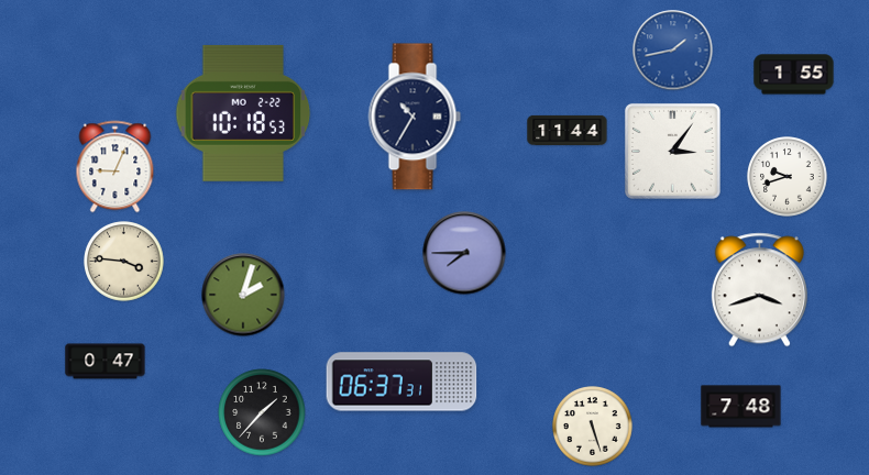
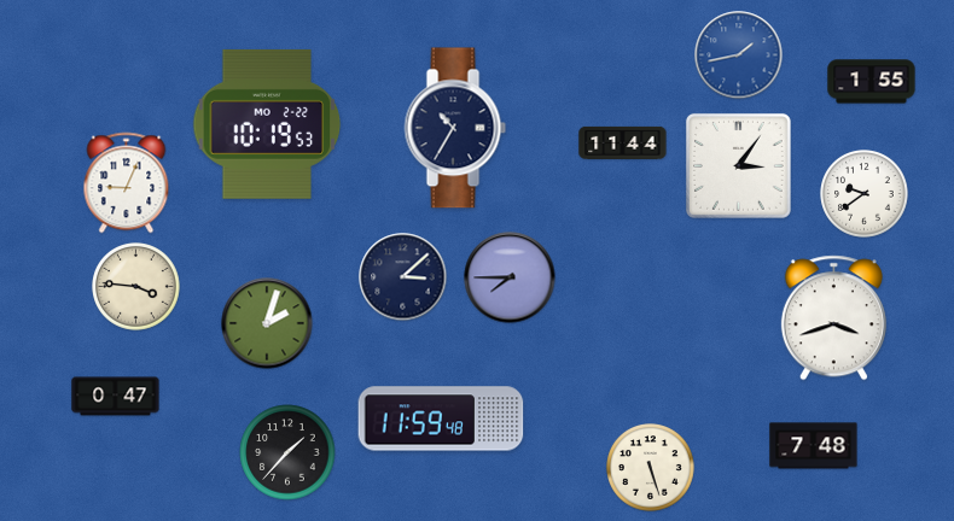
clock at (243, 113): 10:18 -> 10:19
clock at (788, 177): 9:42 -> 9:39
clock at (403, 277): none -> 3:08
clock at (402, 382): 06:37 -> 11:59
